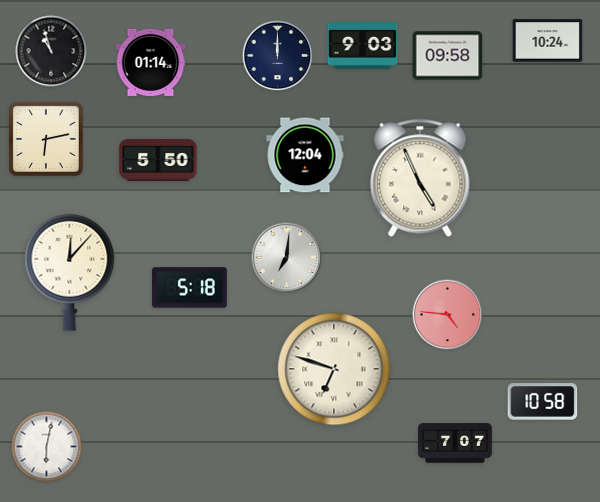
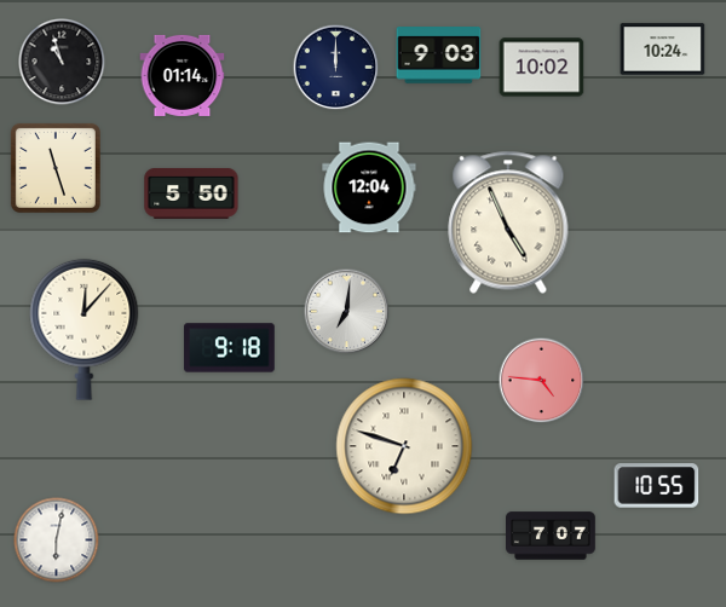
clock at (448, 56): 09:58 -> 10:02
clock at (46, 139): 6:13 -> 11:27
clock at (420, 178) position: (420, 178) -> (508, 222)
clock at (190, 288): 5:18 -> 9:18
clock at (543, 402): 10:58 -> 10:55
